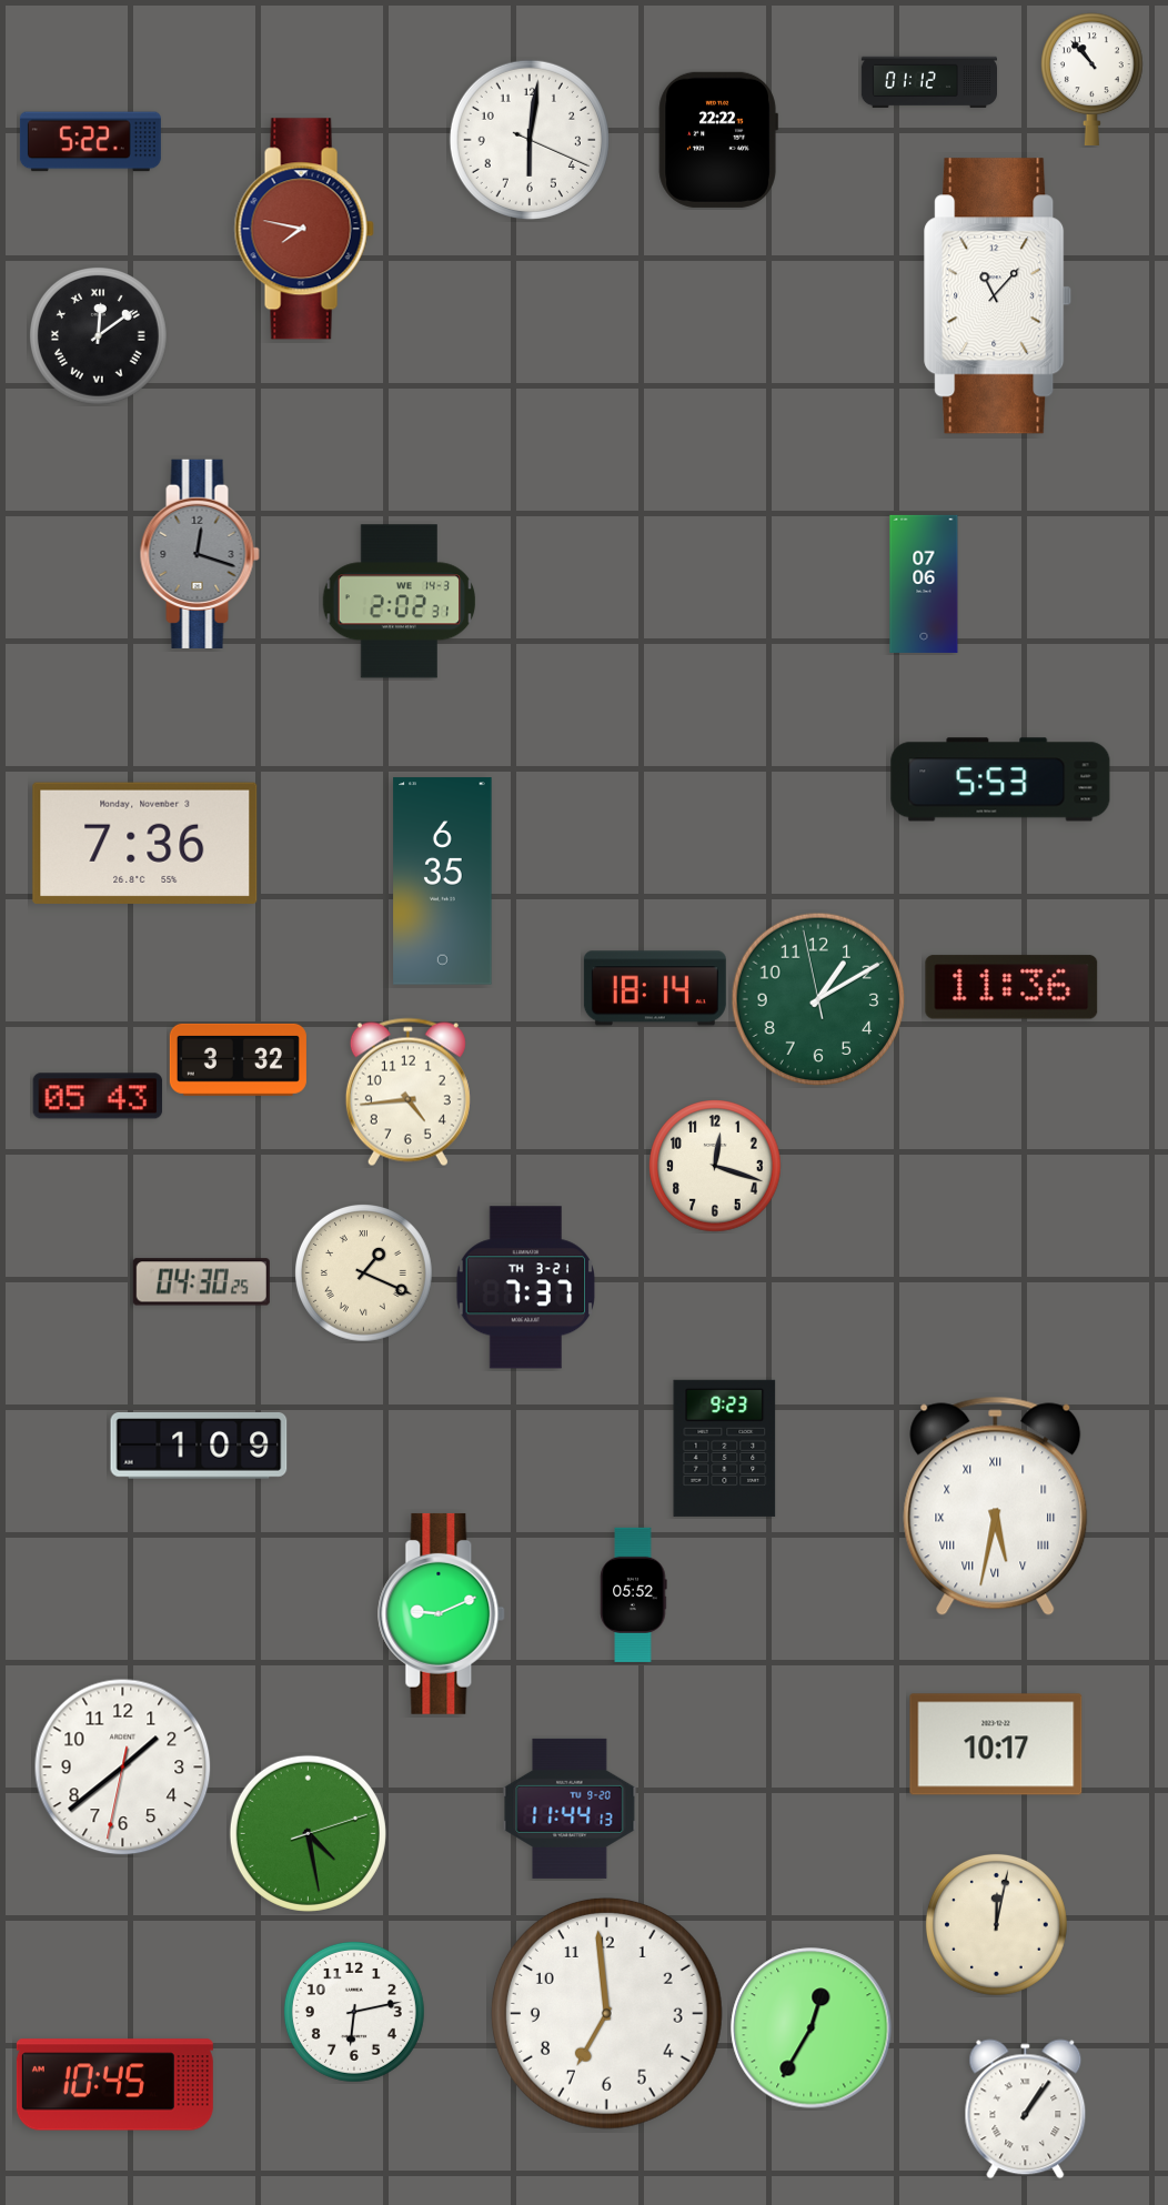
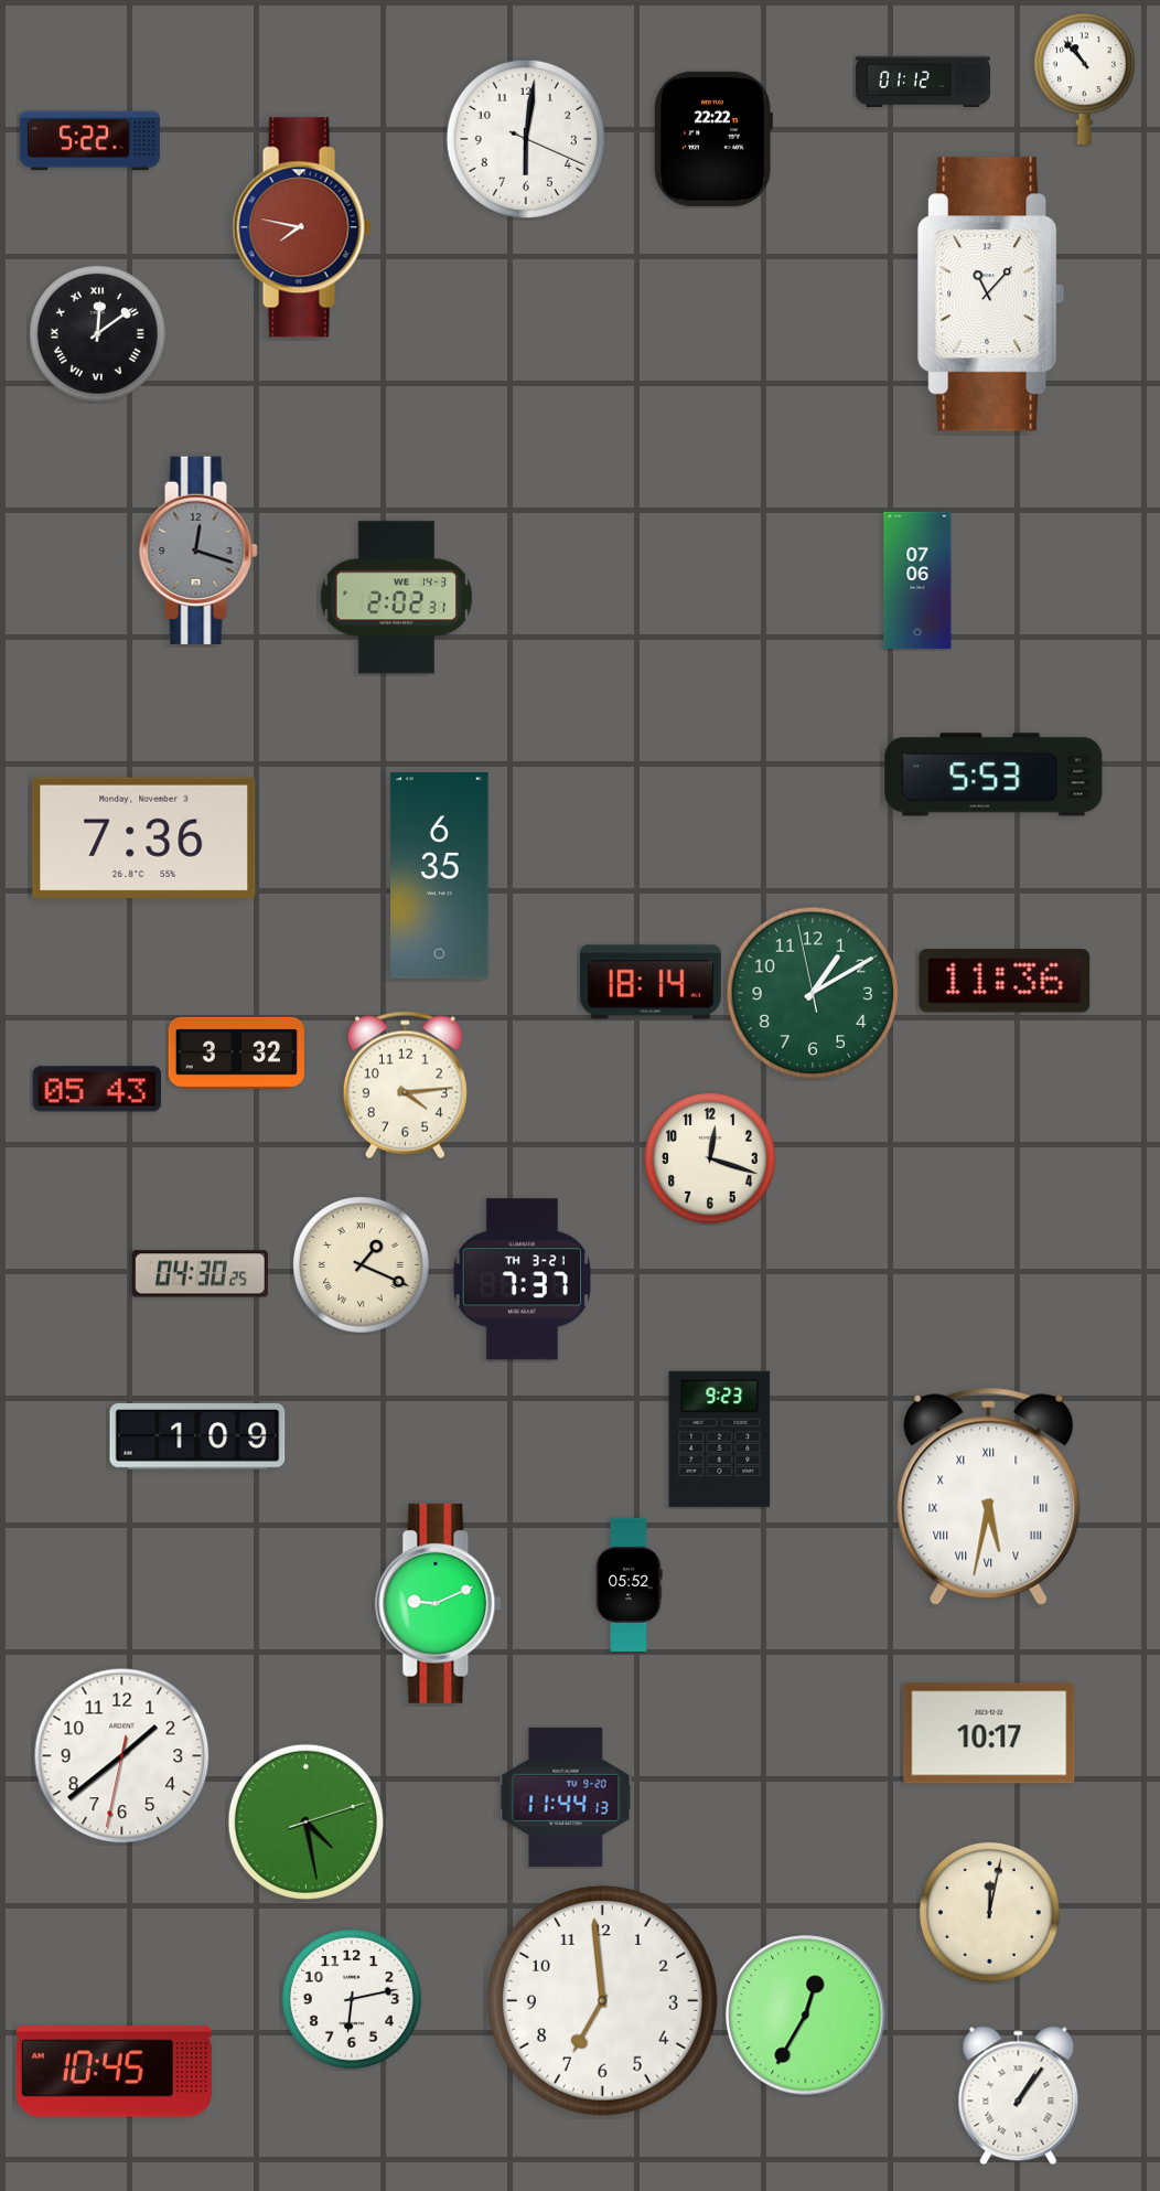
clock at (407, 1093): 4:44 -> 4:14
